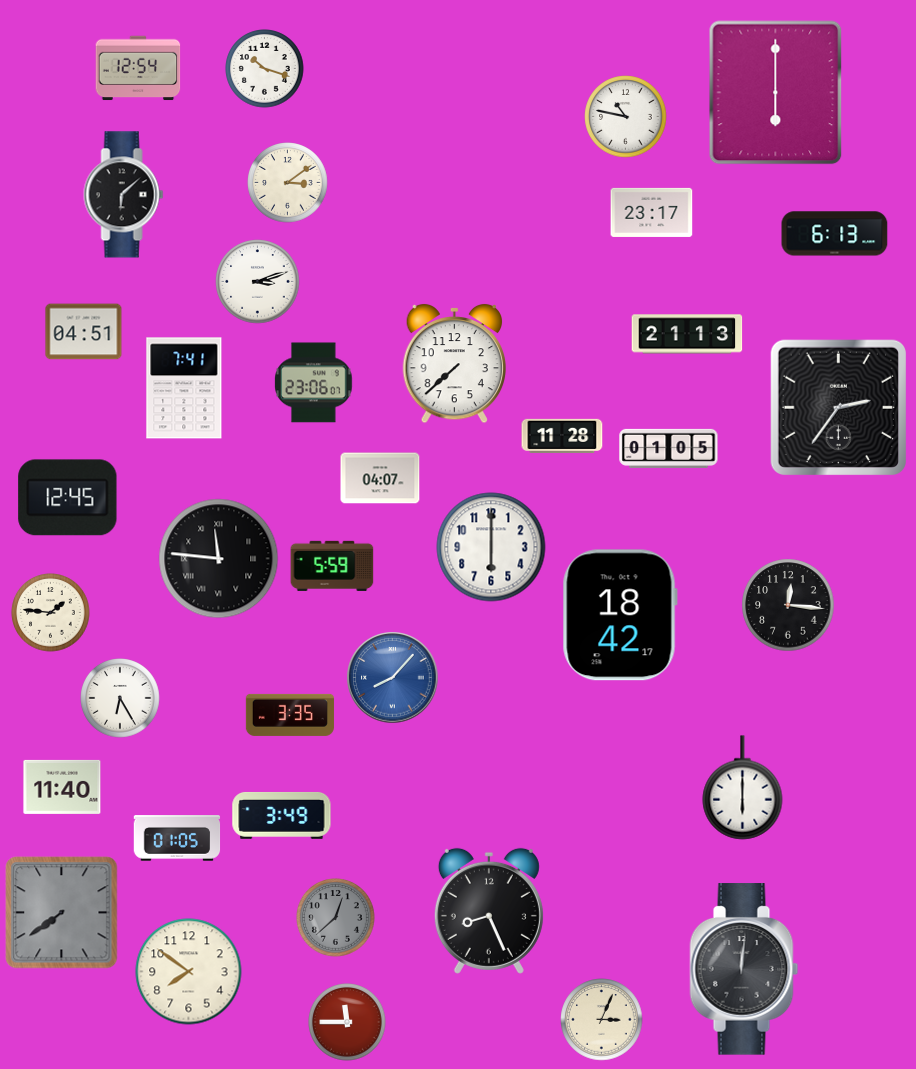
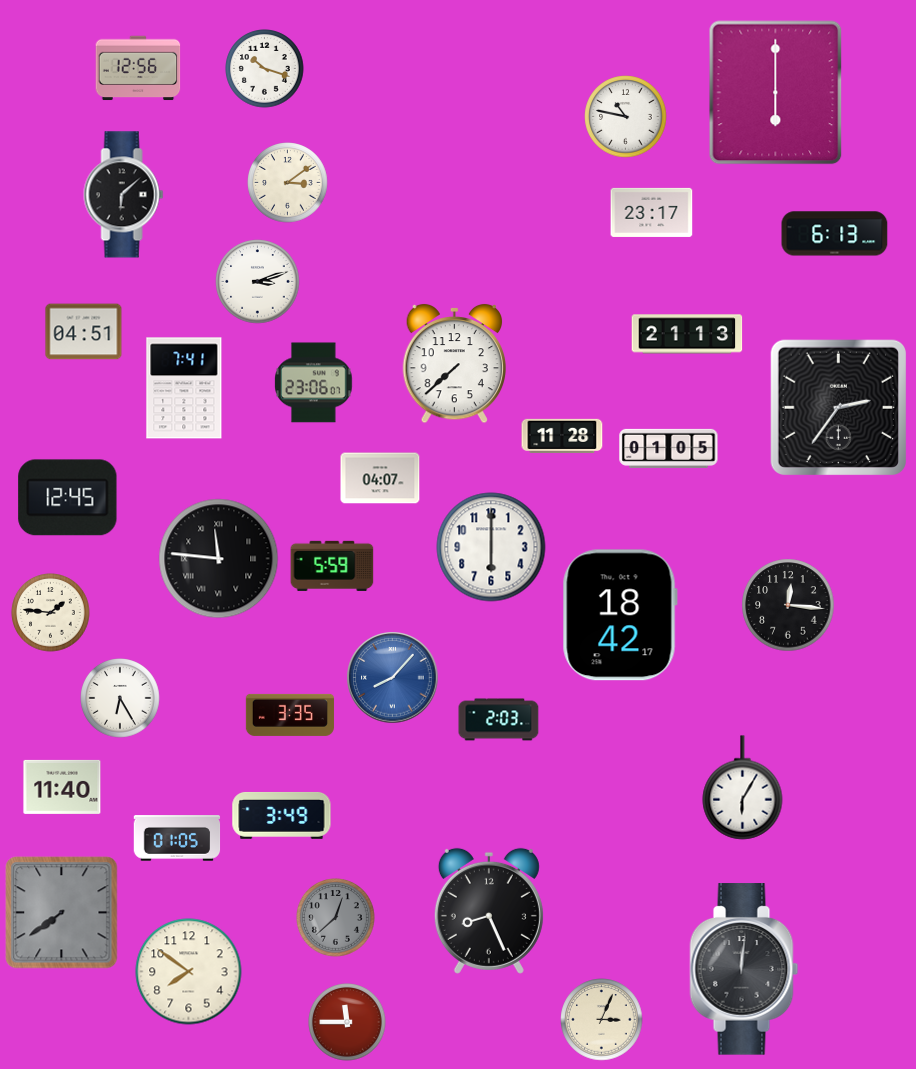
clock at (138, 68): 12:54 -> 12:56
clock at (499, 720): none -> 2:03
clock at (743, 788): 6:00 -> 6:05
